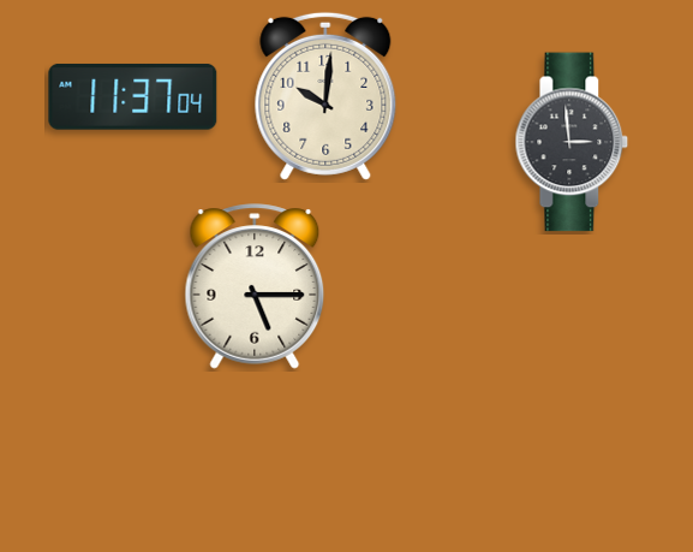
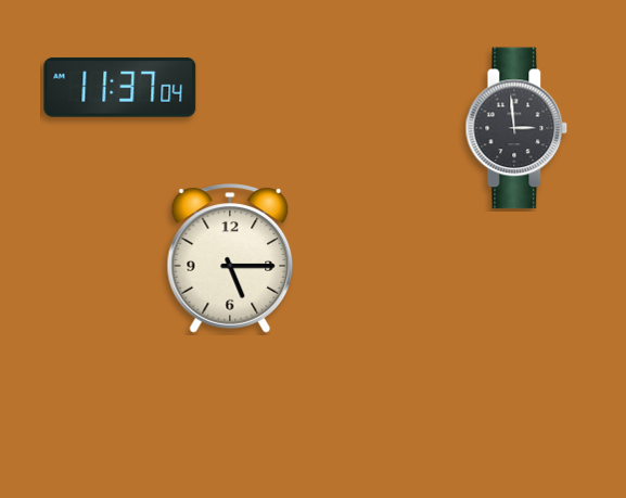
clock at (325, 96): 10:01 -> none
